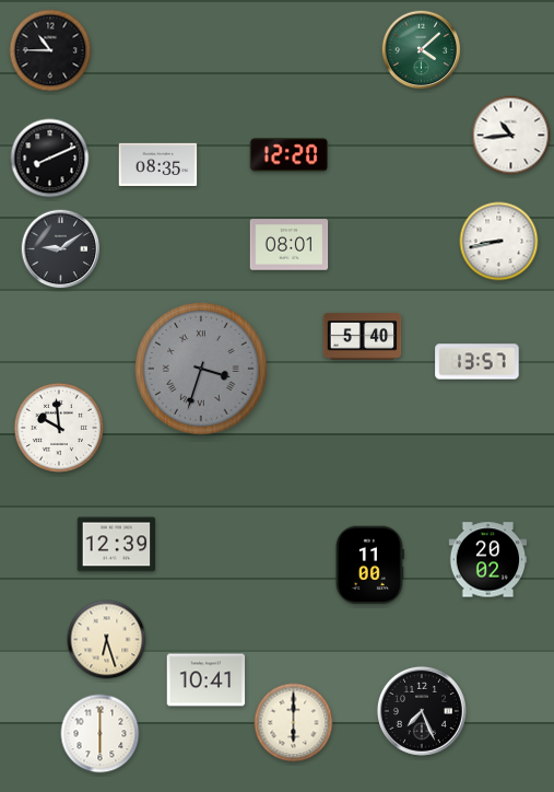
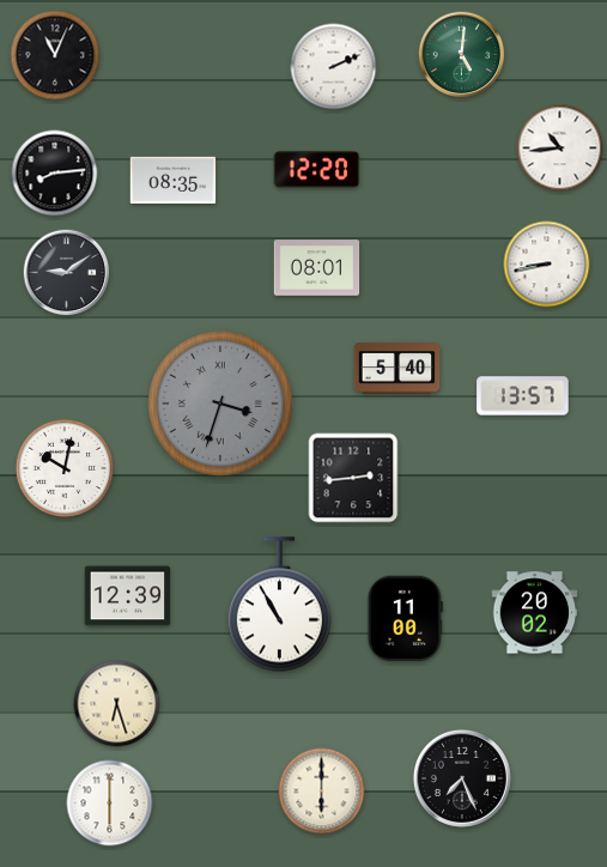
clock at (50, 50): 10:45 -> 11:04
clock at (422, 50): 4:08 -> 5:01
clock at (334, 67): none -> 2:11
clock at (50, 159): 8:11 -> 8:14
clock at (59, 428): 9:59 -> 10:02
clock at (353, 478): none -> 2:44
clock at (279, 605): none -> 10:55
clock at (107, 640) position: (107, 640) -> (117, 704)
clock at (207, 680): 10:41 -> none
